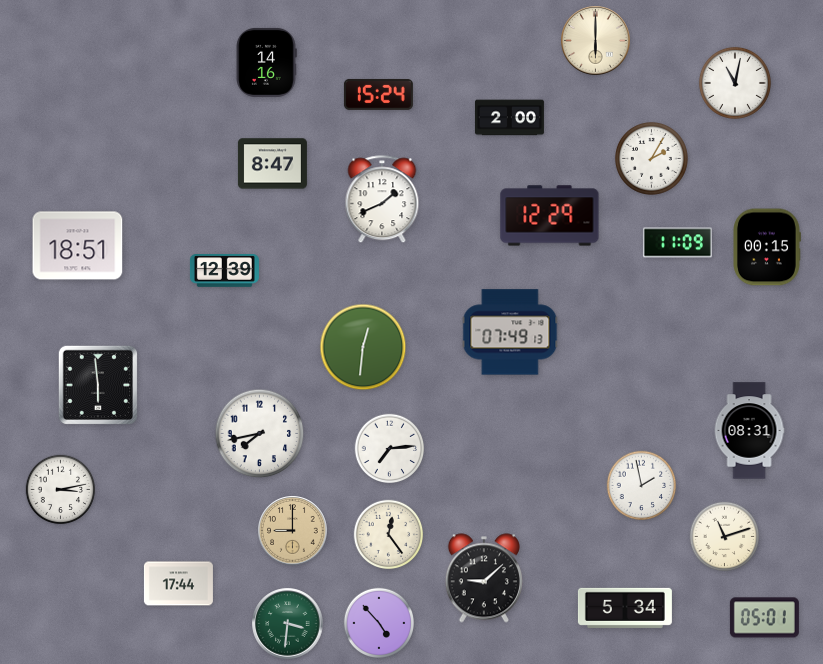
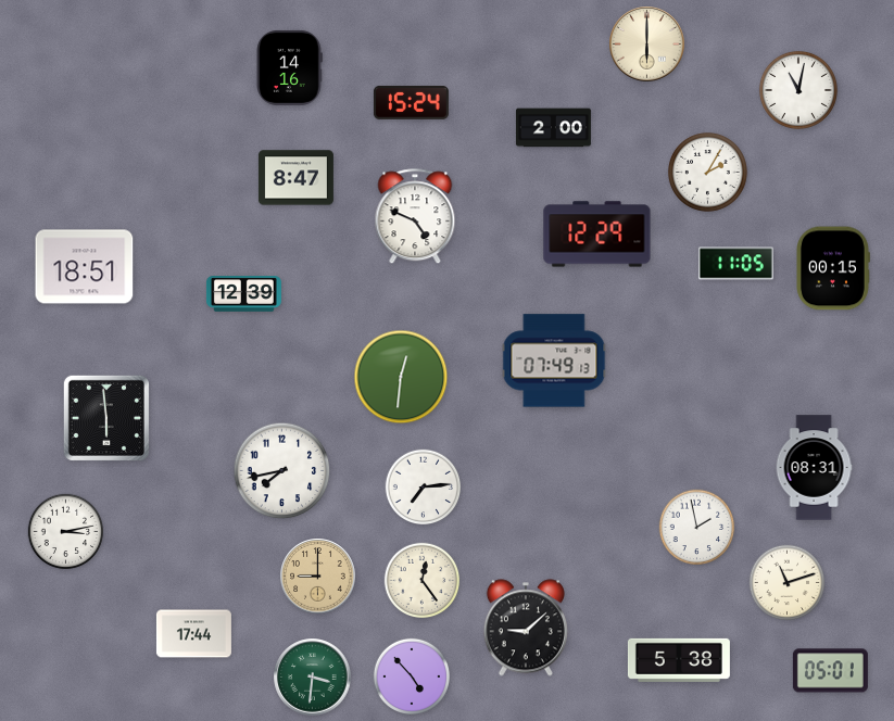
clock at (382, 200): 1:41 -> 4:49
clock at (677, 243): 11:09 -> 11:05
clock at (363, 347) position: (363, 347) -> (401, 377)
clock at (625, 608): 5:34 -> 5:38
